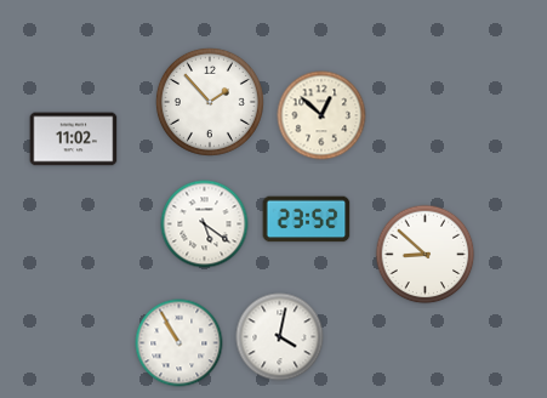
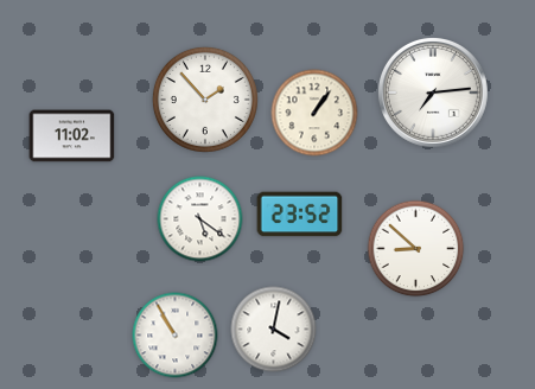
clock at (433, 93): none -> 7:14
clock at (321, 115): 12:52 -> 1:06
